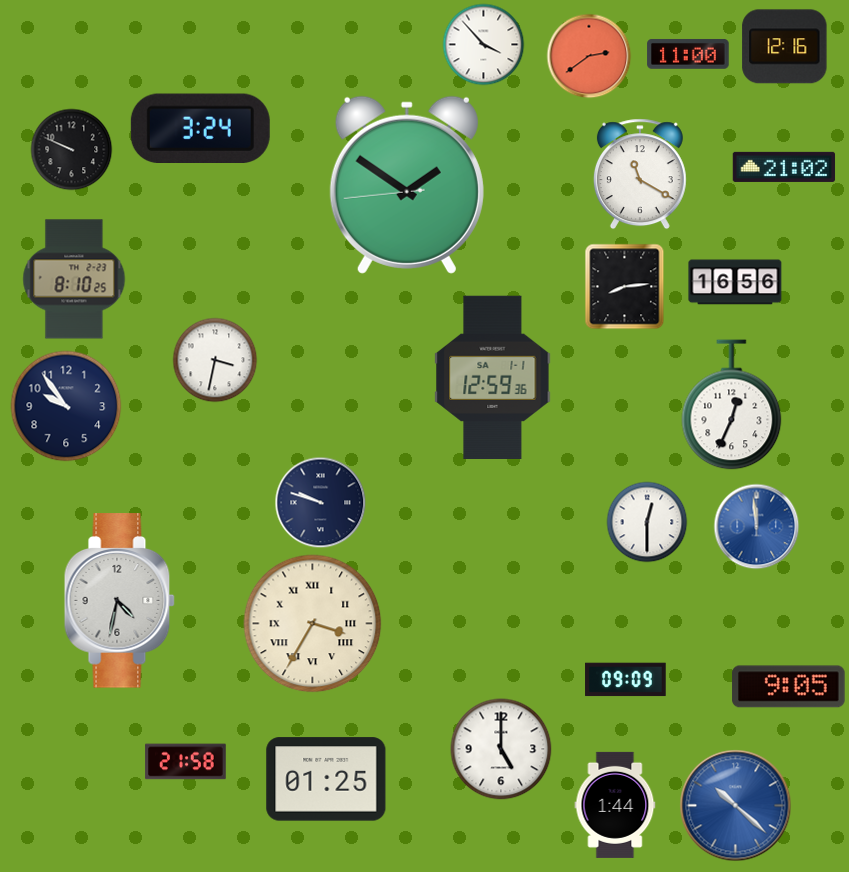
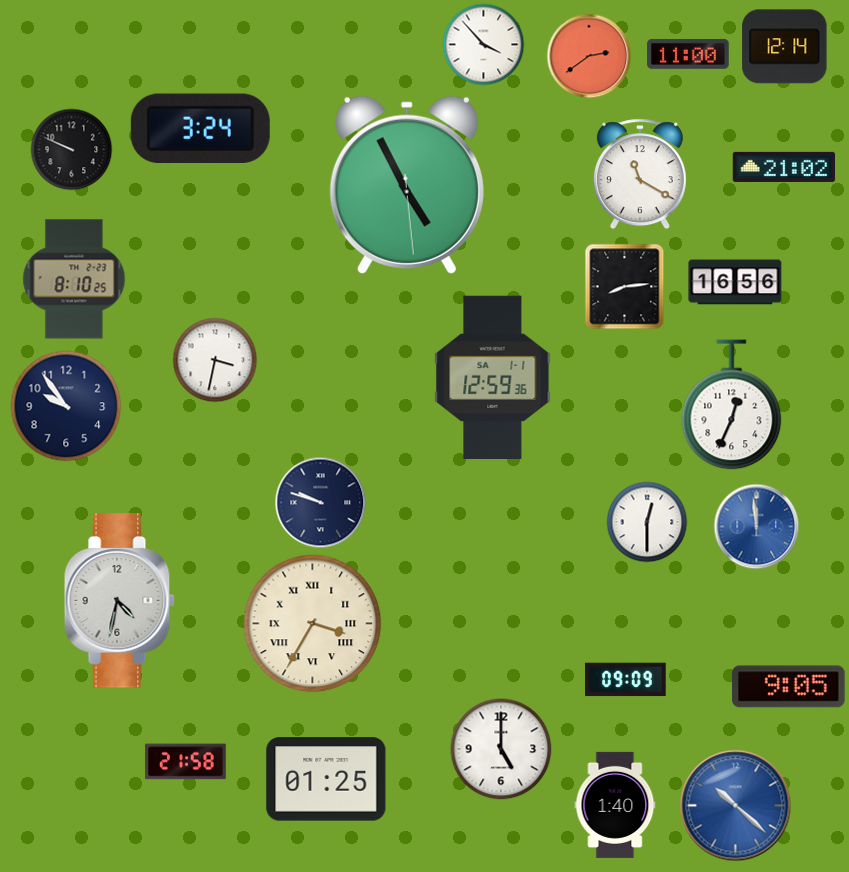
clock at (785, 47): 12:16 -> 12:14
clock at (407, 185): 1:50 -> 4:55
clock at (615, 805): 1:44 -> 1:40
